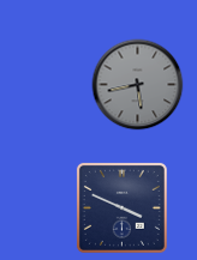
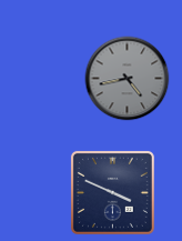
clock at (138, 85): 5:43 -> 4:43
